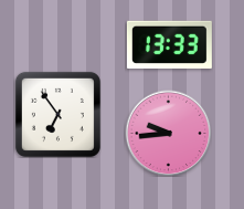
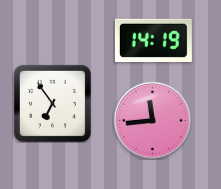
clock at (169, 44): 13:33 -> 14:19
clock at (168, 133): 9:44 -> 11:44
